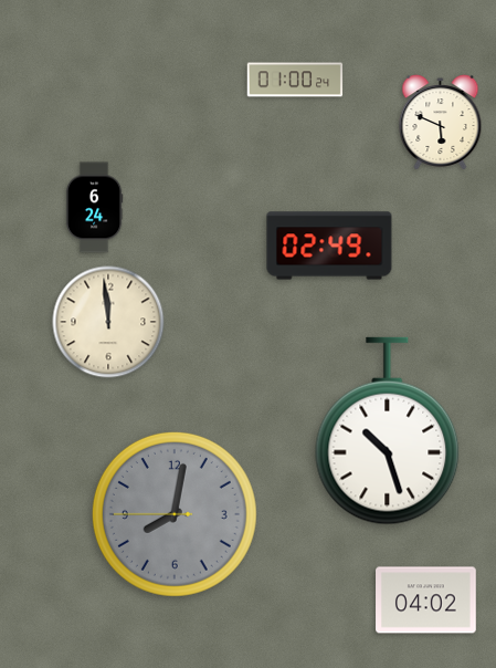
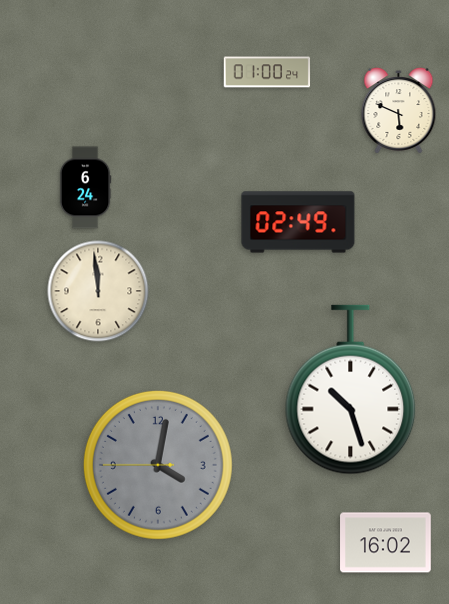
clock at (175, 514): 8:01 -> 4:01
clock at (426, 601): 04:02 -> 16:02
